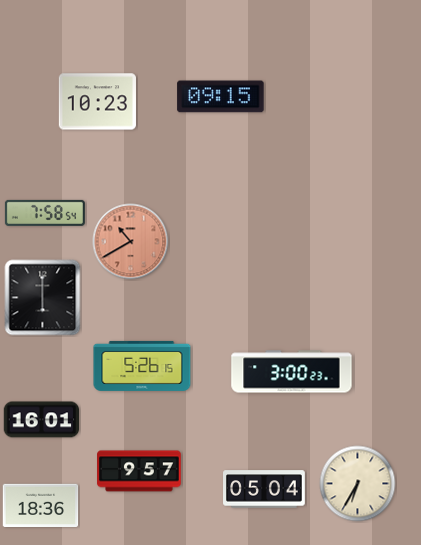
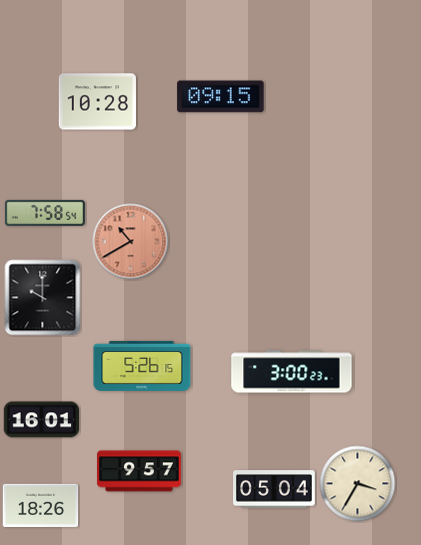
clock at (97, 102): 10:23 -> 10:28
clock at (43, 298): 6:00 -> 10:00
clock at (358, 484): 6:35 -> 3:35
clock at (265, 489) position: (265, 489) -> (275, 489)
clock at (41, 505): 18:36 -> 18:26
